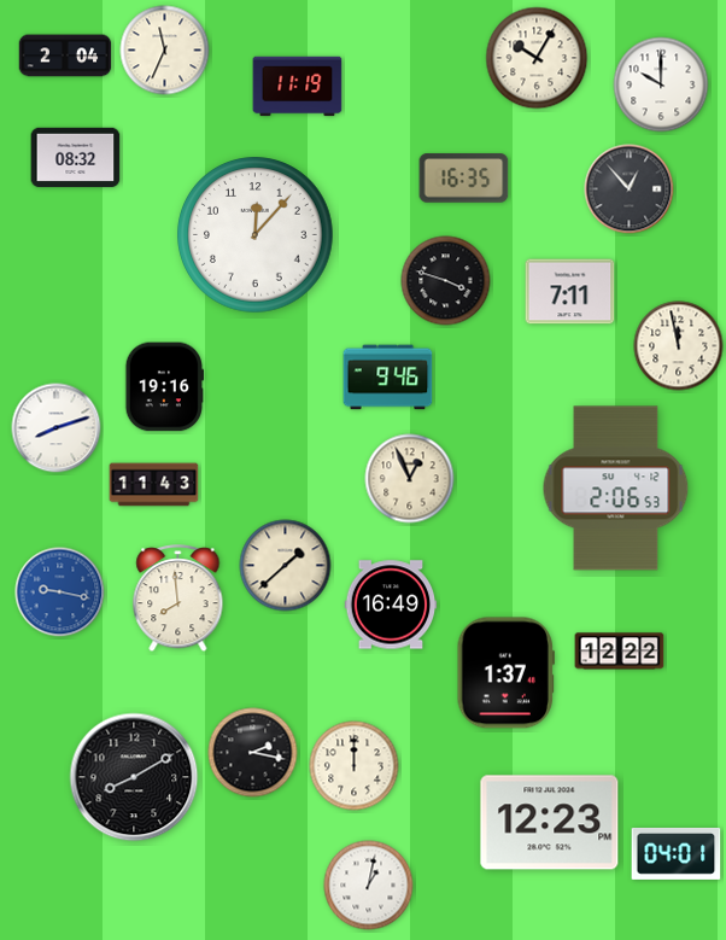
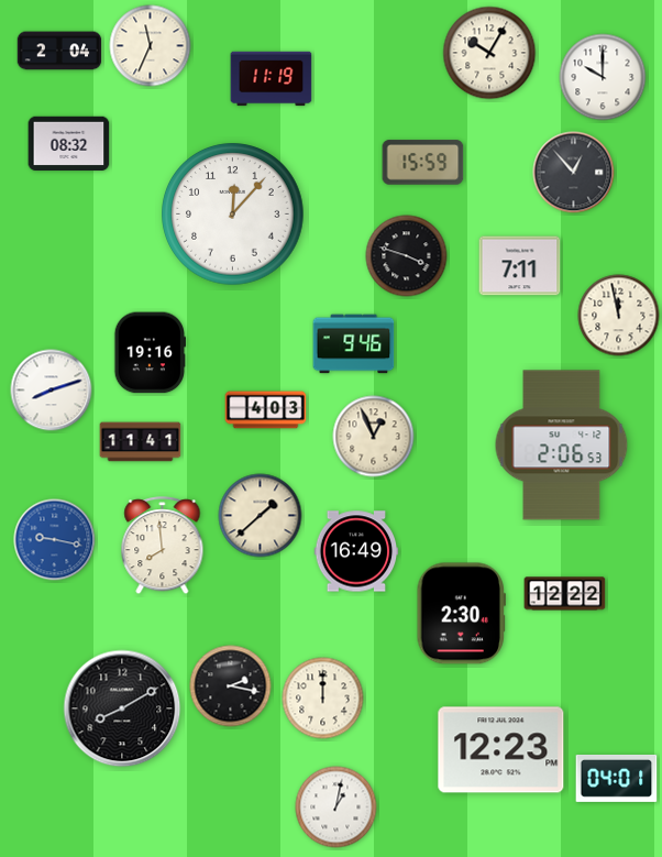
clock at (464, 179): 16:35 -> 15:59
clock at (266, 410): none -> 4:03
clock at (154, 485): 11:43 -> 11:41
clock at (505, 673): 1:37 -> 2:30
